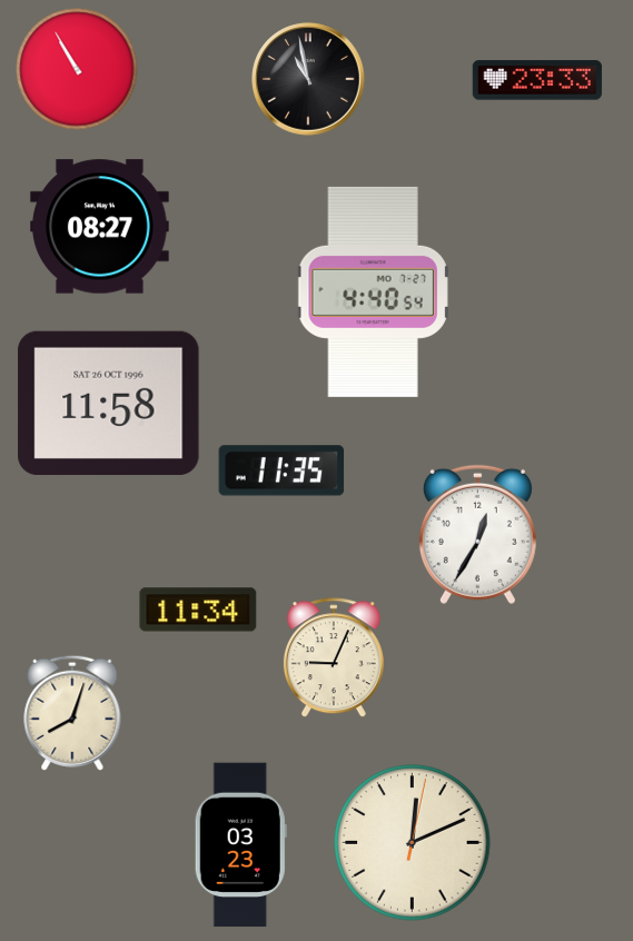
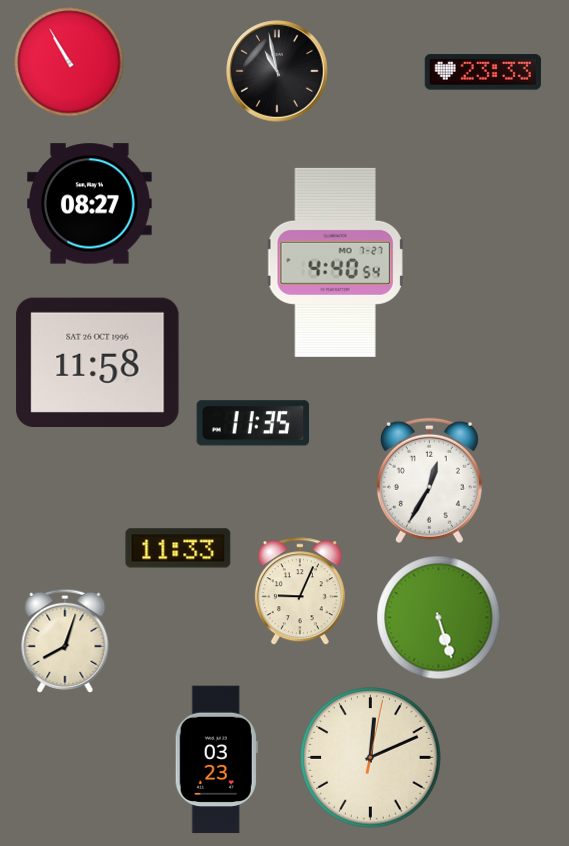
clock at (198, 610): 11:34 -> 11:33
clock at (439, 618): none -> 5:27
